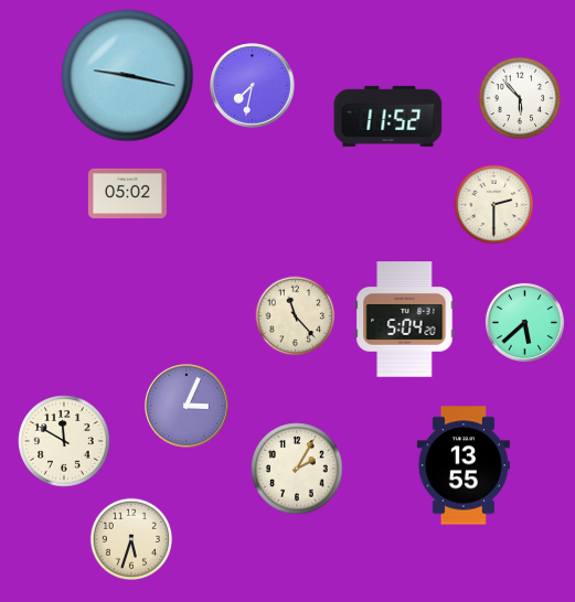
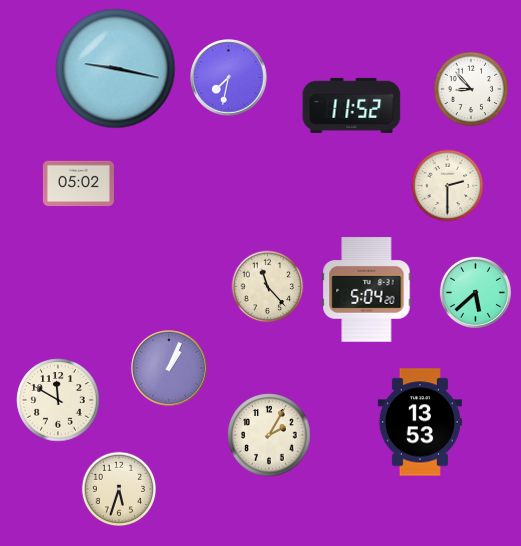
clock at (520, 98): 5:53 -> 8:53
clock at (127, 194) position: (127, 194) -> (78, 184)
clock at (188, 407): 3:04 -> 1:04
clock at (464, 465): 13:55 -> 13:53
clock at (297, 469) position: (297, 469) -> (269, 435)
